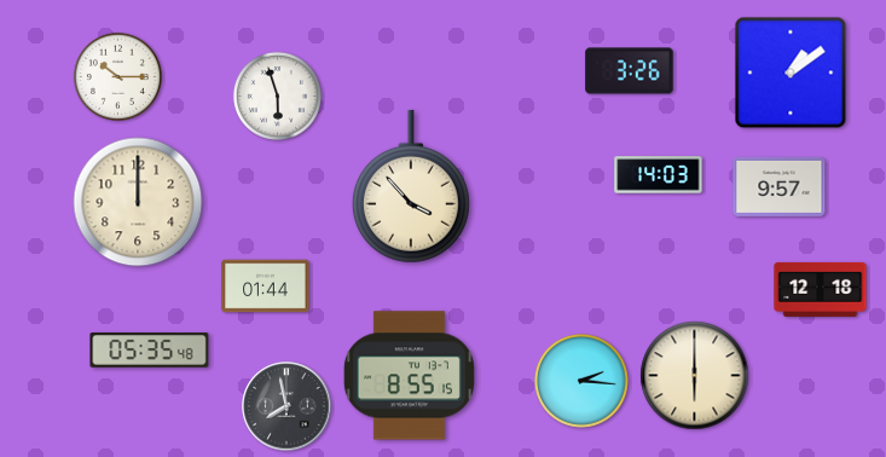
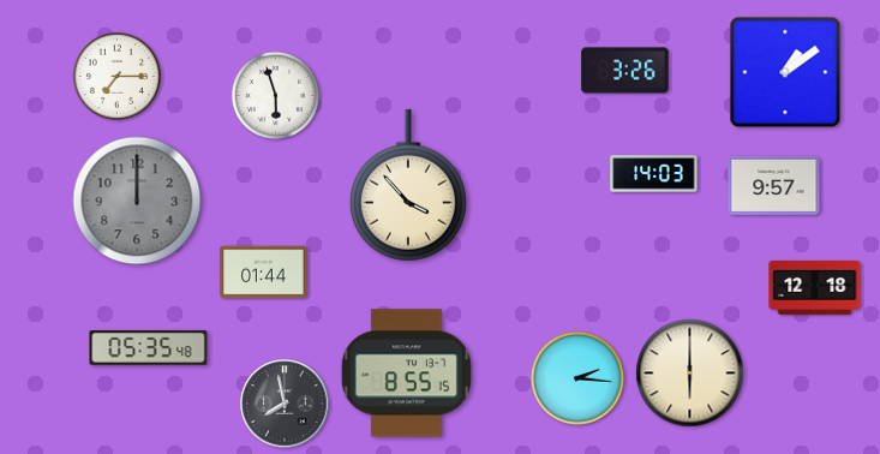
clock at (117, 76): 10:15 -> 7:15
clock at (138, 202) dial: cream -> grey
clock at (266, 287) position: (266, 287) -> (264, 273)
